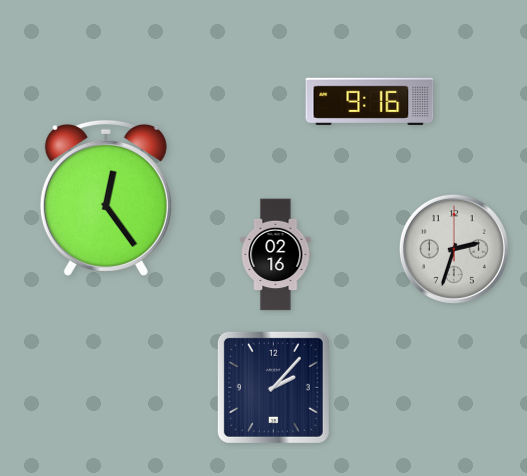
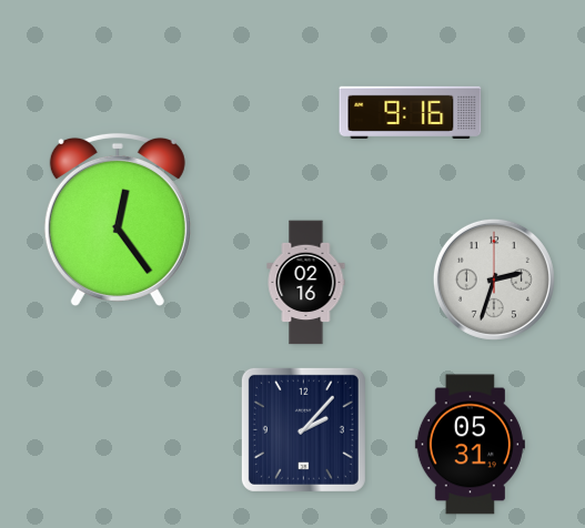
clock at (454, 249) position: (454, 249) -> (494, 280)
clock at (470, 445): none -> 05:31
